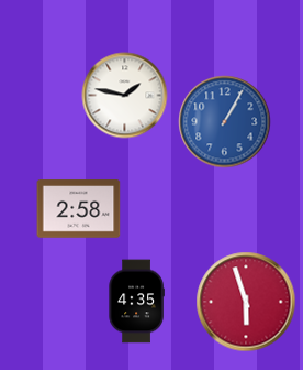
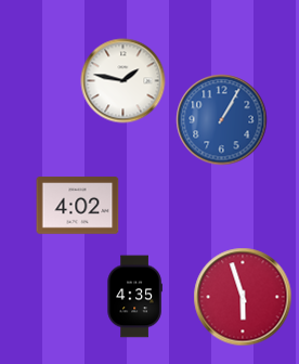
clock at (125, 96) position: (125, 96) -> (123, 81)
clock at (79, 209): 2:58 -> 4:02
